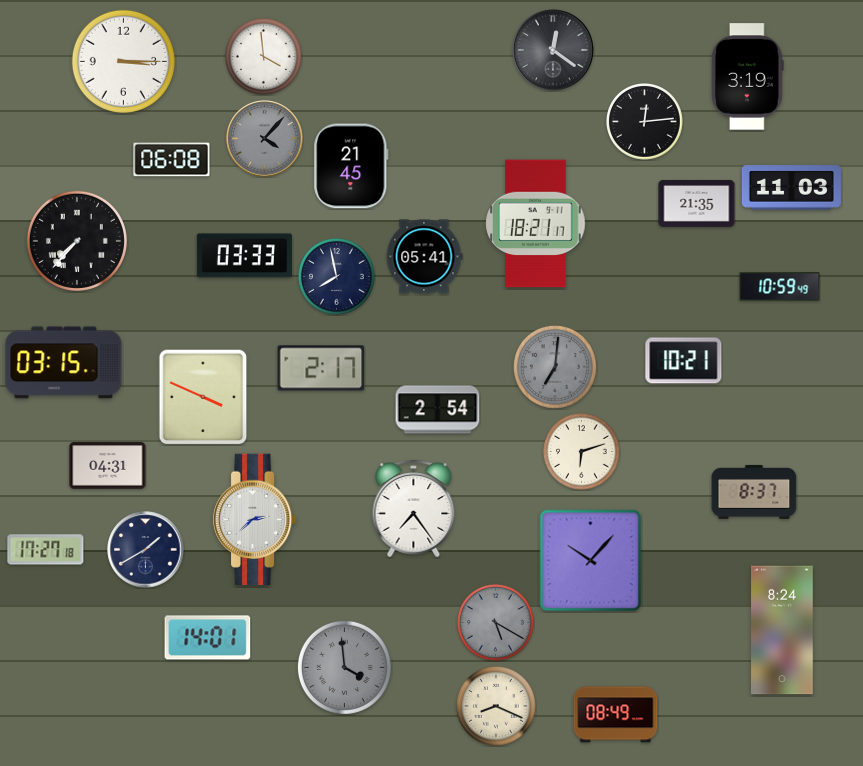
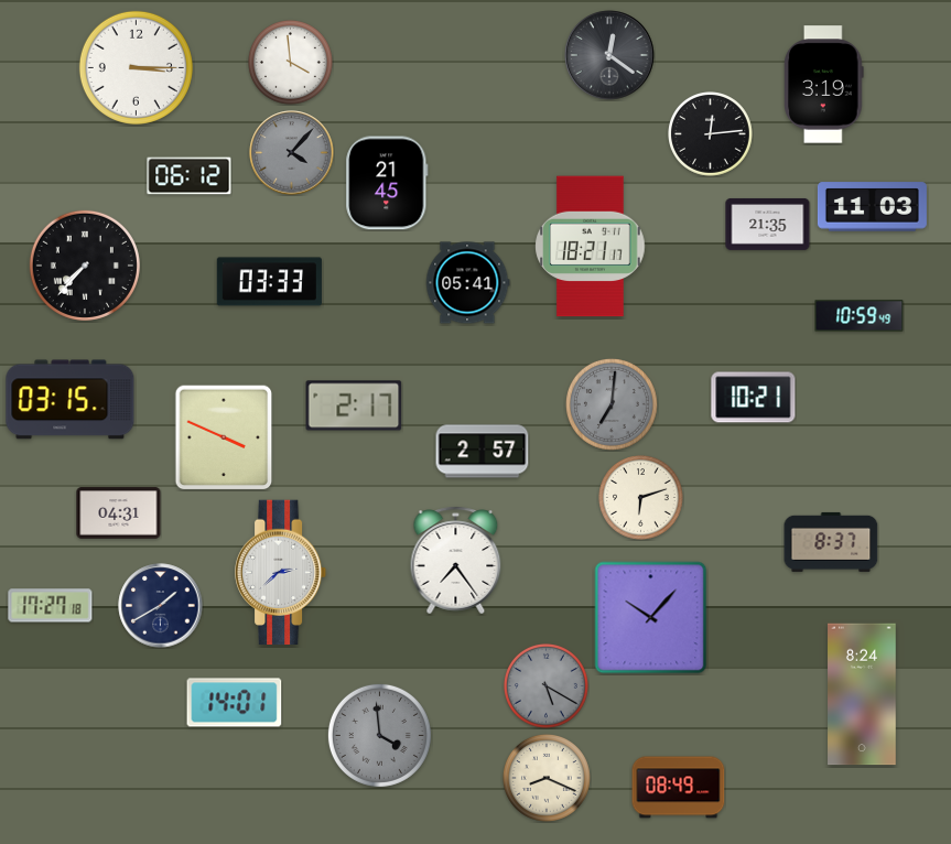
clock at (172, 160): 06:08 -> 06:12
clock at (337, 277): 7:58 -> none
clock at (438, 410): 2:54 -> 2:57
clock at (208, 638) position: (208, 638) -> (235, 703)
